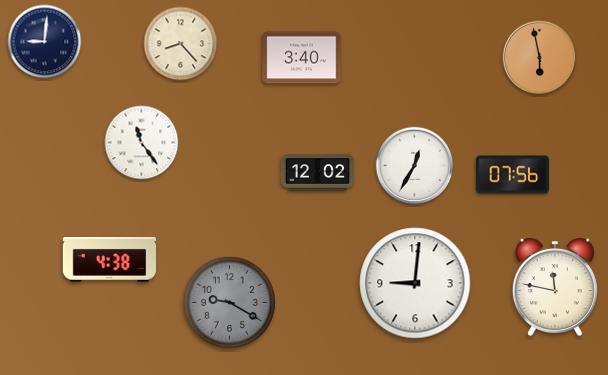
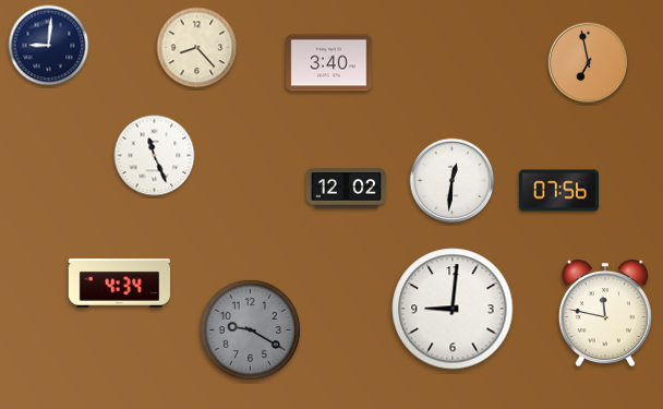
clock at (540, 58): 5:58 -> 6:58
clock at (142, 143): 11:24 -> 11:26
clock at (415, 166): 12:35 -> 12:31
clock at (110, 260): 4:38 -> 4:34
